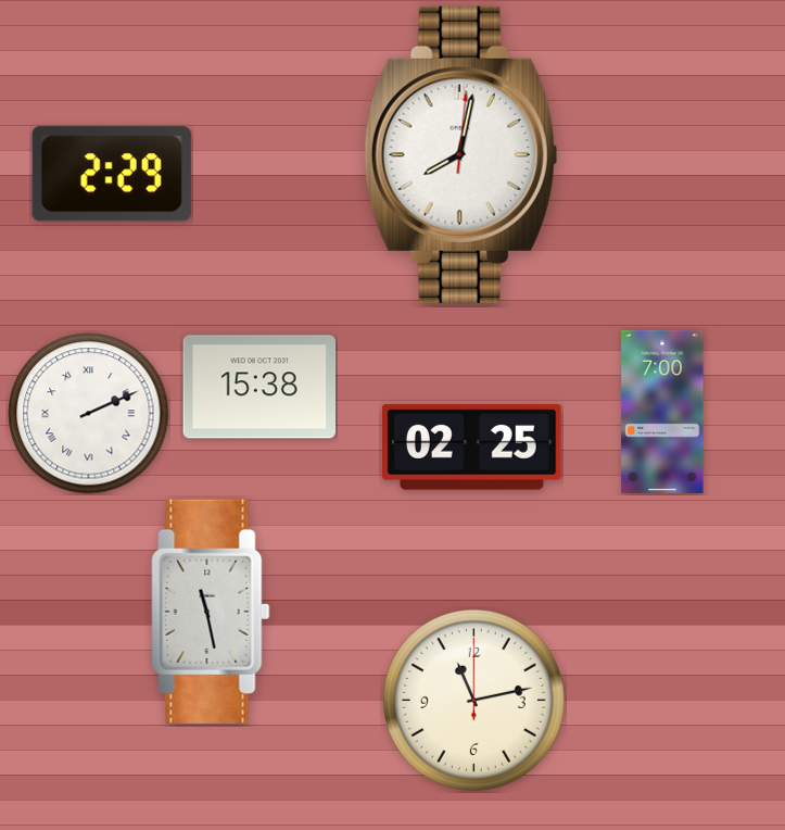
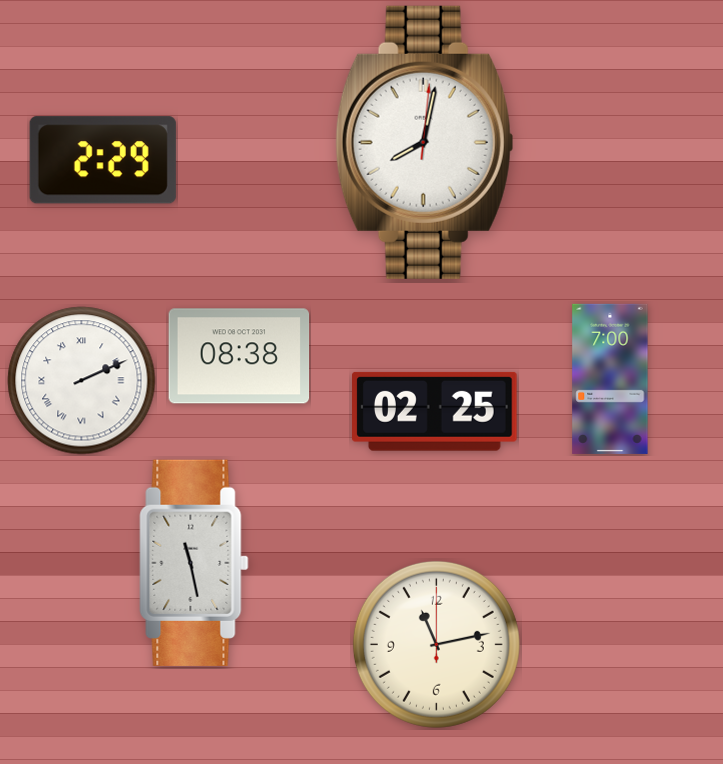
clock at (259, 387): 15:38 -> 08:38
